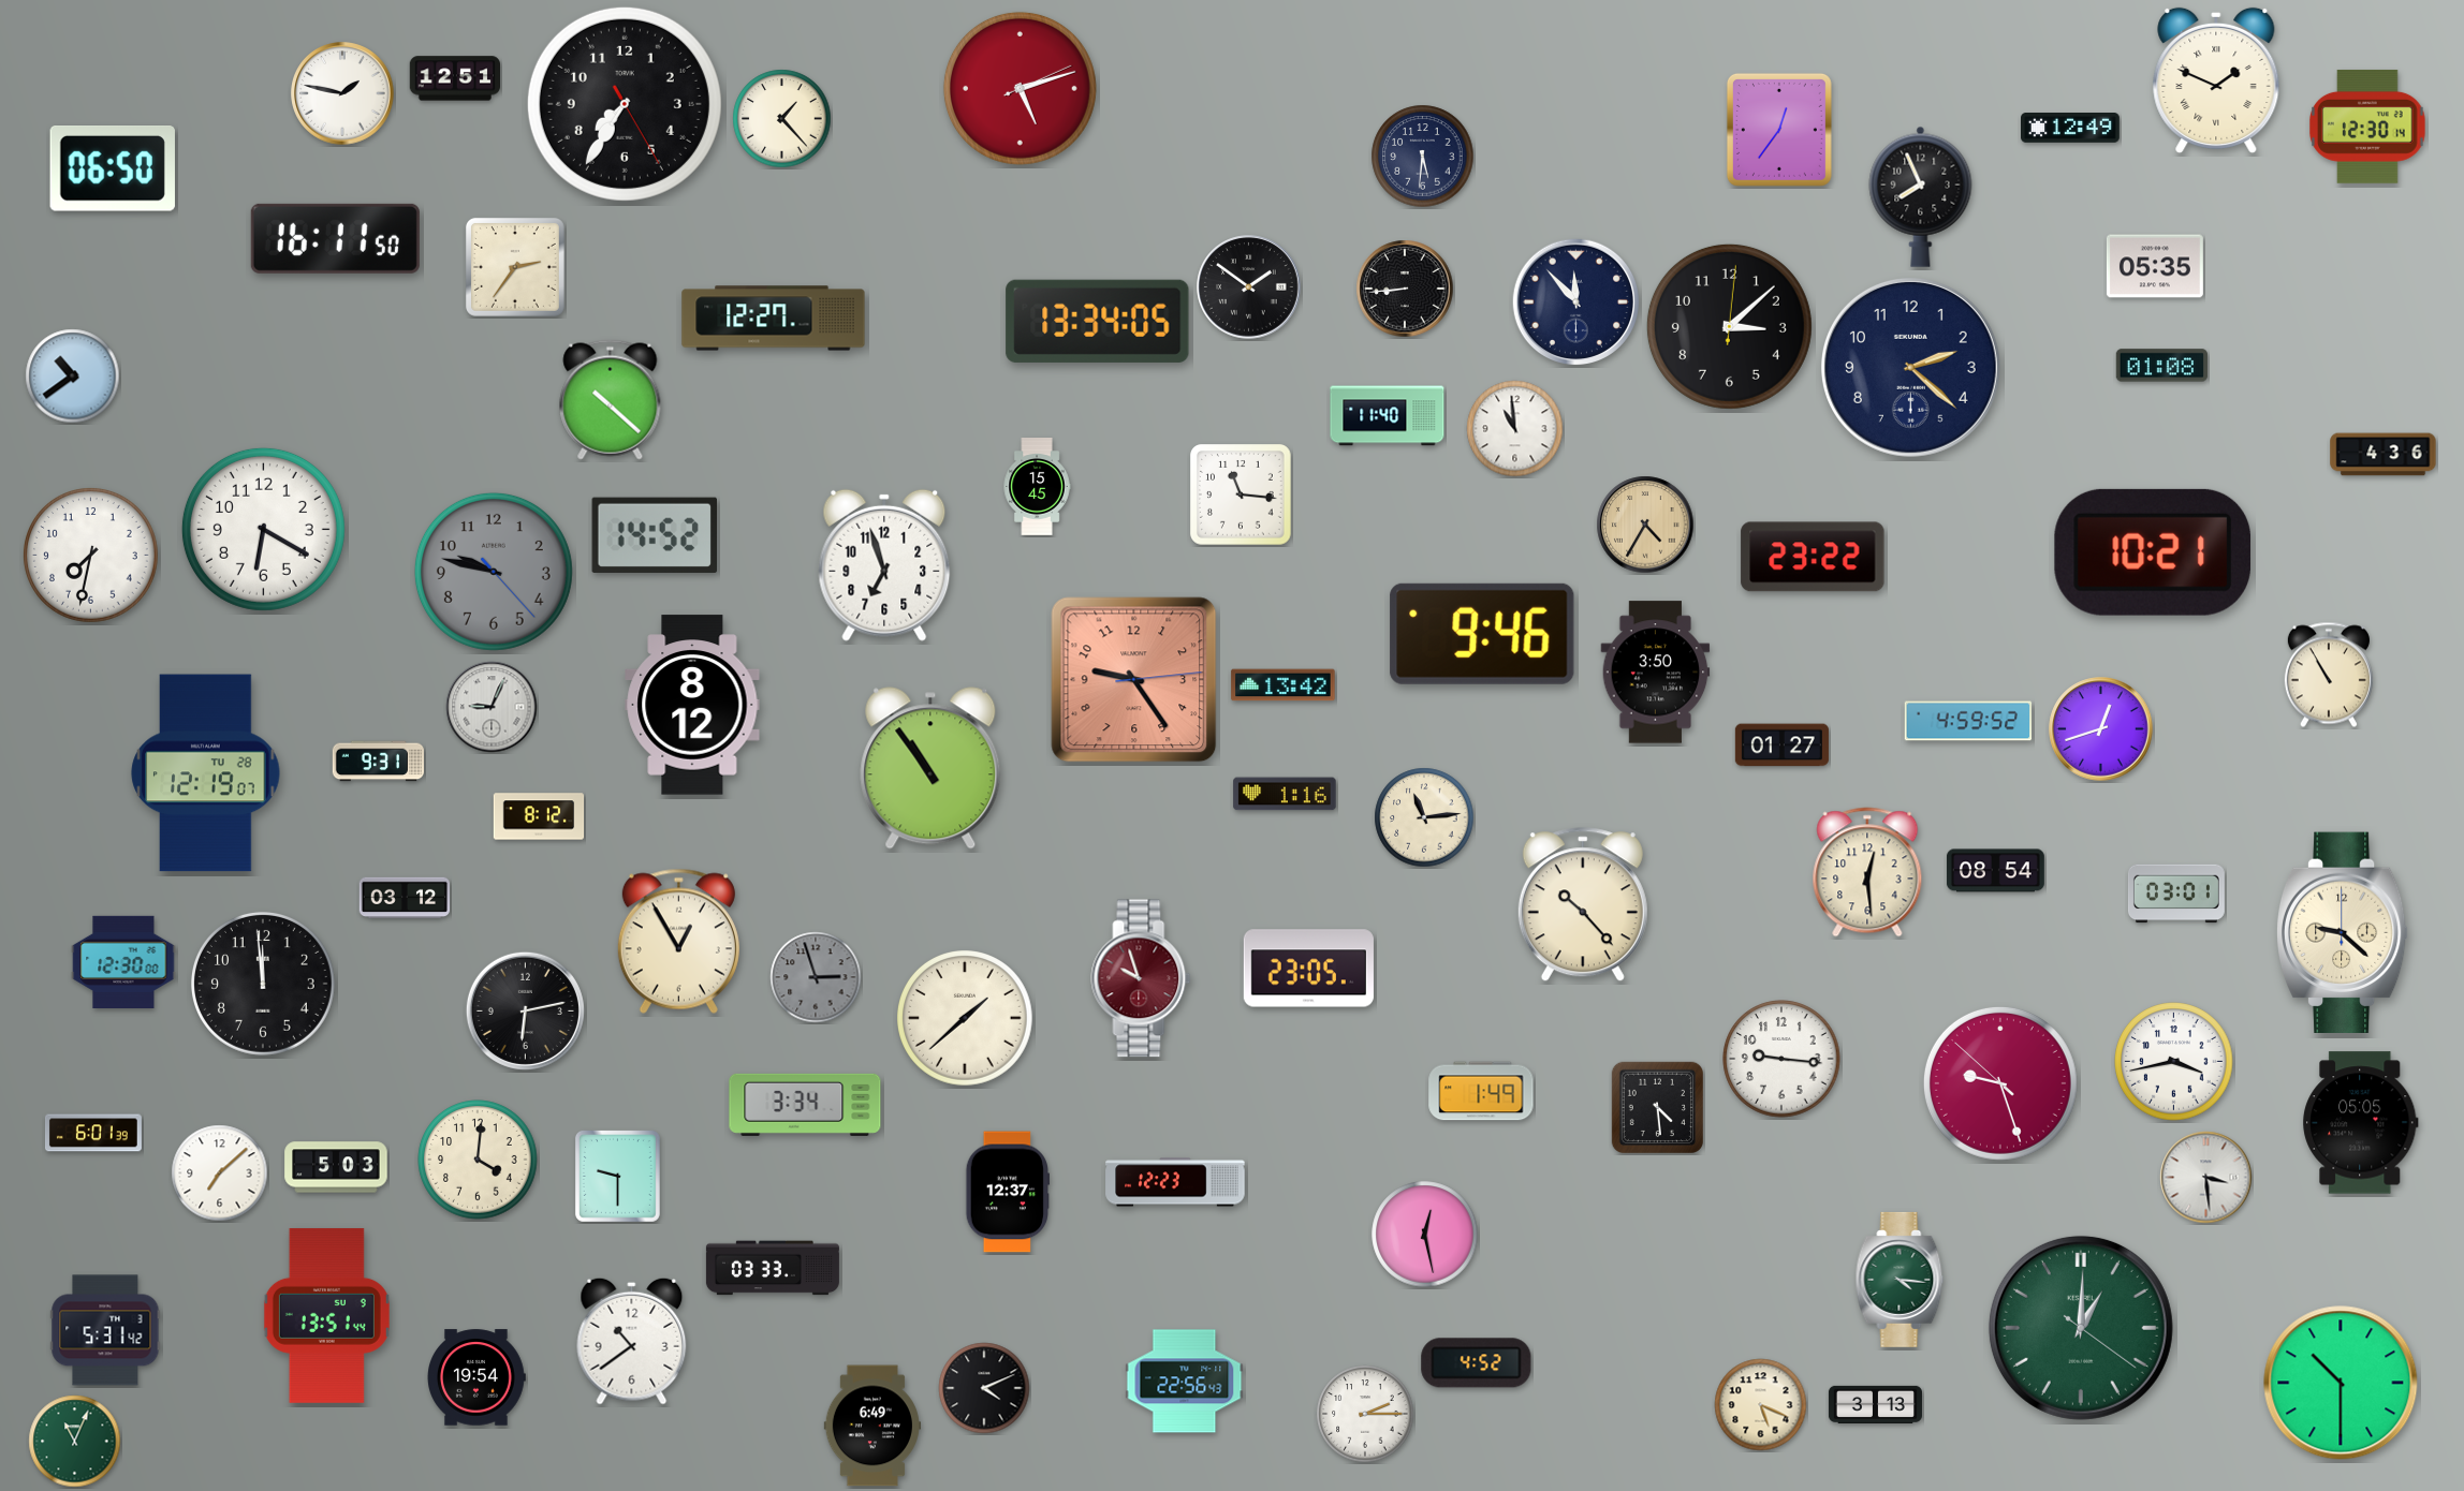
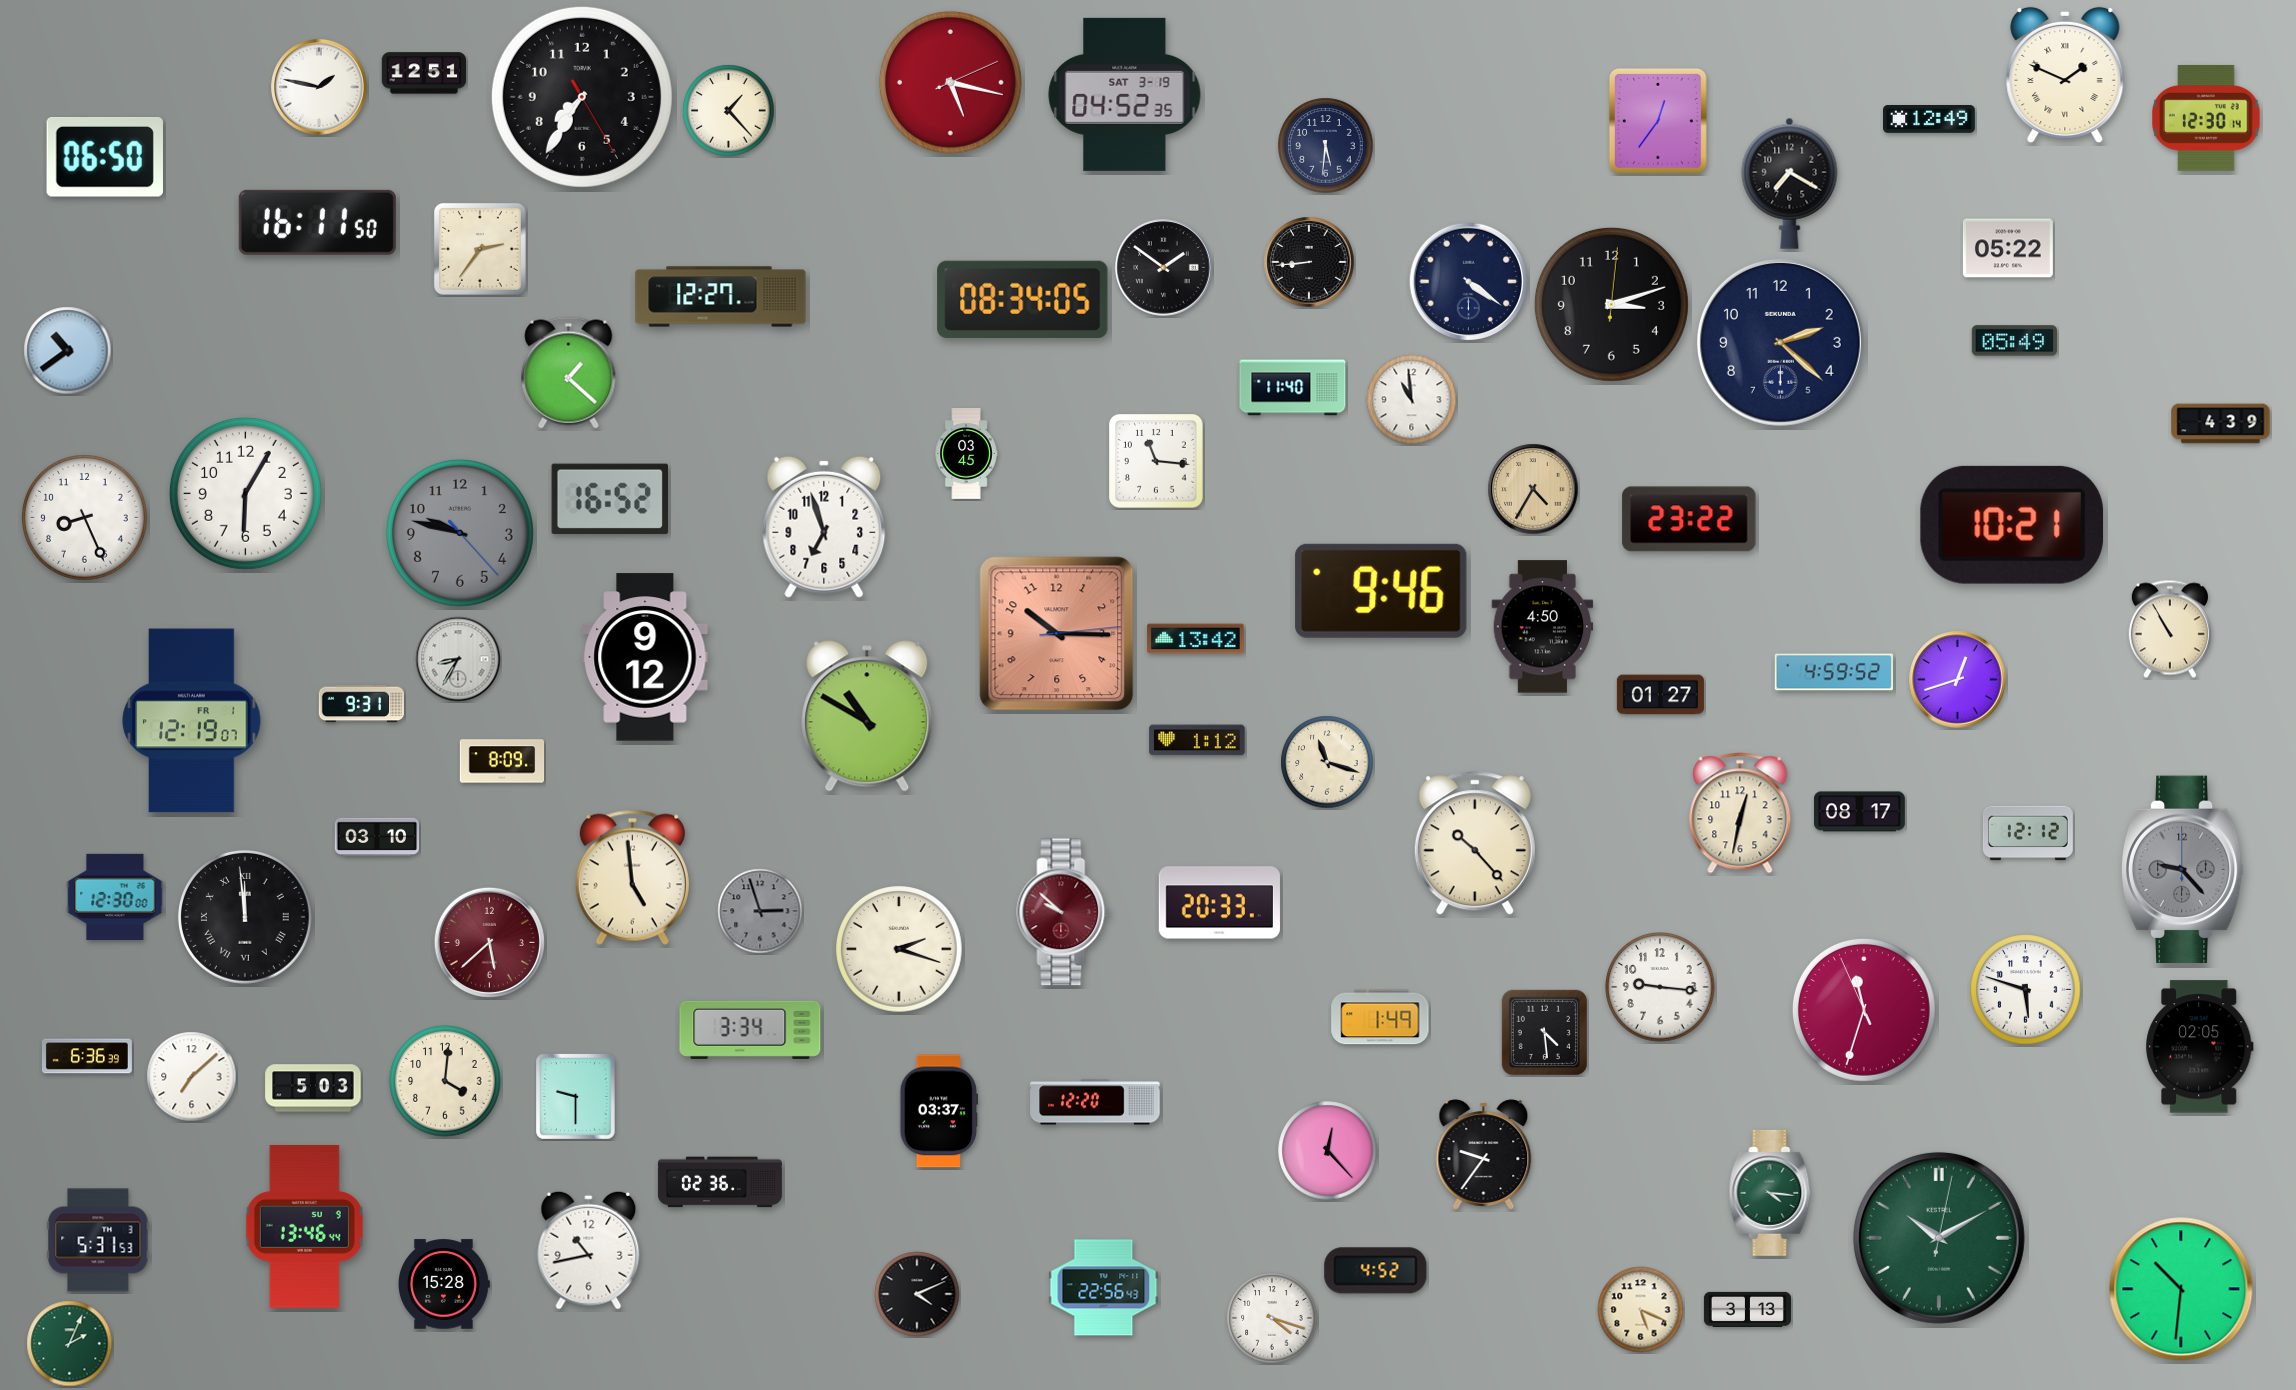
clock at (1020, 88): 5:12 -> 5:17
clock at (1125, 94): none -> 04:52
clock at (1921, 196): 7:56 -> 7:20
clock at (335, 238) position: (335, 238) -> (317, 222)
clock at (2155, 266): 05:35 -> 05:22
clock at (1405, 289) position: (1405, 289) -> (1309, 262)
clock at (1576, 302): 11:53 -> 4:21
clock at (1098, 321): 13:34 -> 08:34
clock at (1729, 326): 3:08 -> 3:12
clock at (2161, 366): 01:08 -> 05:49
clock at (611, 400): 10:22 -> 1:22
clock at (2384, 455): 4:36 -> 4:39
clock at (1037, 487): 15:45 -> 03:45
clock at (263, 529): 6:20 -> 6:05
clock at (654, 535): 14:52 -> 16:52
clock at (2153, 552) position: (2153, 552) -> (2012, 525)
clock at (91, 556): 7:32 -> 8:26
clock at (1656, 673): 3:50 -> 4:50
clock at (1134, 680): 9:24 -> 10:15
clock at (692, 705): 8:12 -> 9:12
clock at (492, 707): 9:04 -> 8:35
clock at (378, 762) position: (378, 762) -> (361, 704)
clock at (930, 768): 10:54 -> 10:50
clock at (206, 773) date: TU 28 -> FR 1
clock at (1285, 794): 1:16 -> 1:12
clock at (539, 816): 8:12 -> 8:09
clock at (1424, 817): 11:14 -> 11:18
clock at (1995, 871): 08:54 -> 08:17
clock at (1867, 872): 12:29 -> 12:32
clock at (2176, 894): 03:01 -> 12:12
clock at (405, 897): 03:12 -> 03:10
clock at (2342, 932): 9:22 -> 9:23
clock at (2342, 932) dial: cream -> grey
clock at (678, 941): 12:55 -> 4:59
clock at (1308, 969): 23:05 -> 20:33
clock at (1141, 978): 9:57 -> 9:52
clock at (263, 984) numerals: Arabic -> Roman
clock at (525, 1010): 6:13 -> 5:38
clock at (525, 1010) dial: black -> burgundy
clock at (966, 1019): 1:38 -> 2:18
clock at (2174, 1062): 3:43 -> 5:48
clock at (2000, 1083): 9:26 -> 11:32
clock at (2361, 1123): 05:05 -> 02:05
clock at (93, 1133): 6:01 -> 6:36
clock at (220, 1173) position: (220, 1173) -> (192, 1077)
clock at (2206, 1178): 3:29 -> none
clock at (1175, 1182): 12:23 -> 12:20
clock at (1007, 1192): 12:37 -> 03:37
clock at (1425, 1235): 12:28 -> 12:23
clock at (1484, 1155): none -> 9:36
clock at (773, 1268): 03:33 -> 02:36
clock at (326, 1315): 13:51 -> 13:46
clock at (2081, 1328): 1:00 -> 10:10
clock at (105, 1330): 5:31:42 -> 5:31:53
clock at (632, 1341): 10:39 -> 10:43
clock at (476, 1377): 19:54 -> 15:28
clock at (2341, 1383): 10:30 -> 10:31
clock at (1365, 1414): 2:15 -> 4:18
clock at (871, 1426): 6:49 -> none
clock at (75, 1442): 11:04 -> 2:04
